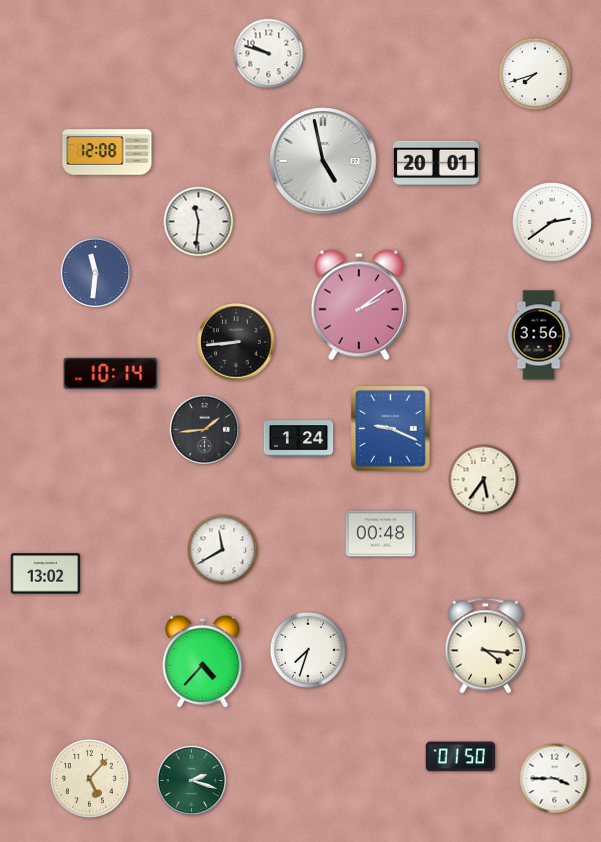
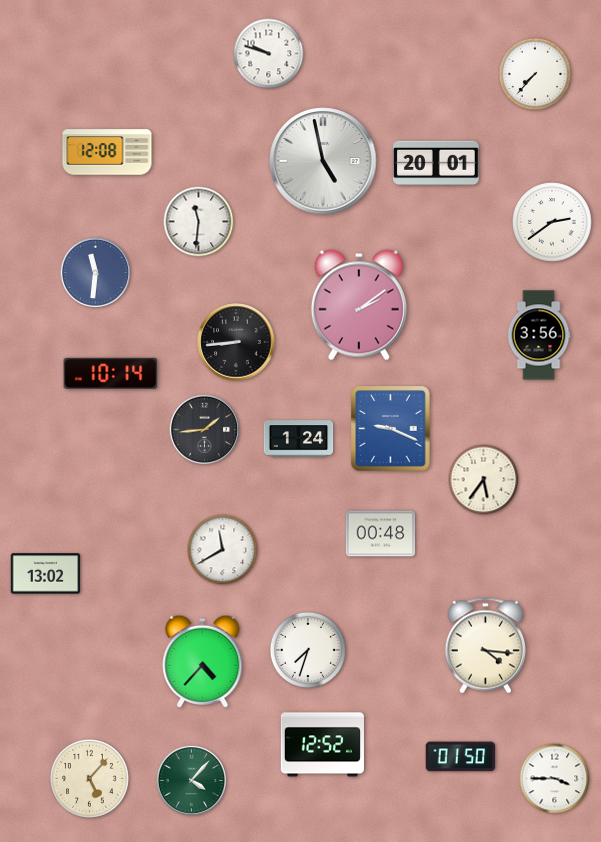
clock at (535, 74): 7:42 -> 7:37
clock at (322, 745): none -> 12:52
clock at (191, 780): 2:18 -> 4:07
